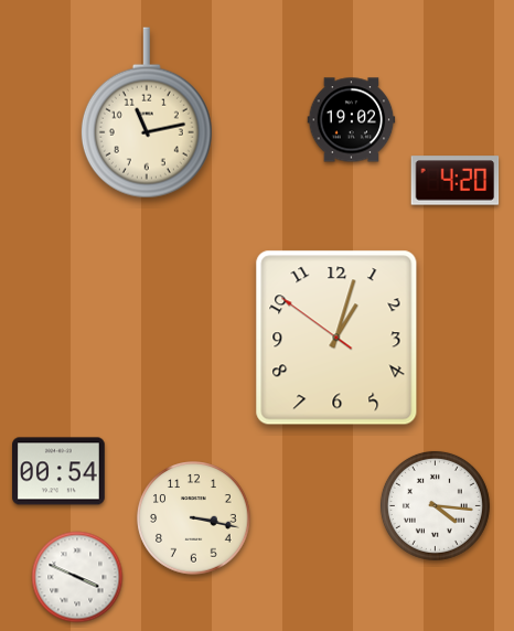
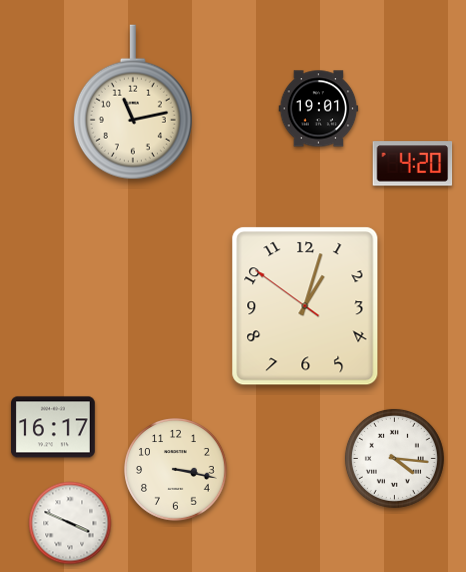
clock at (352, 120): 19:02 -> 19:01
clock at (60, 471): 00:54 -> 16:17
